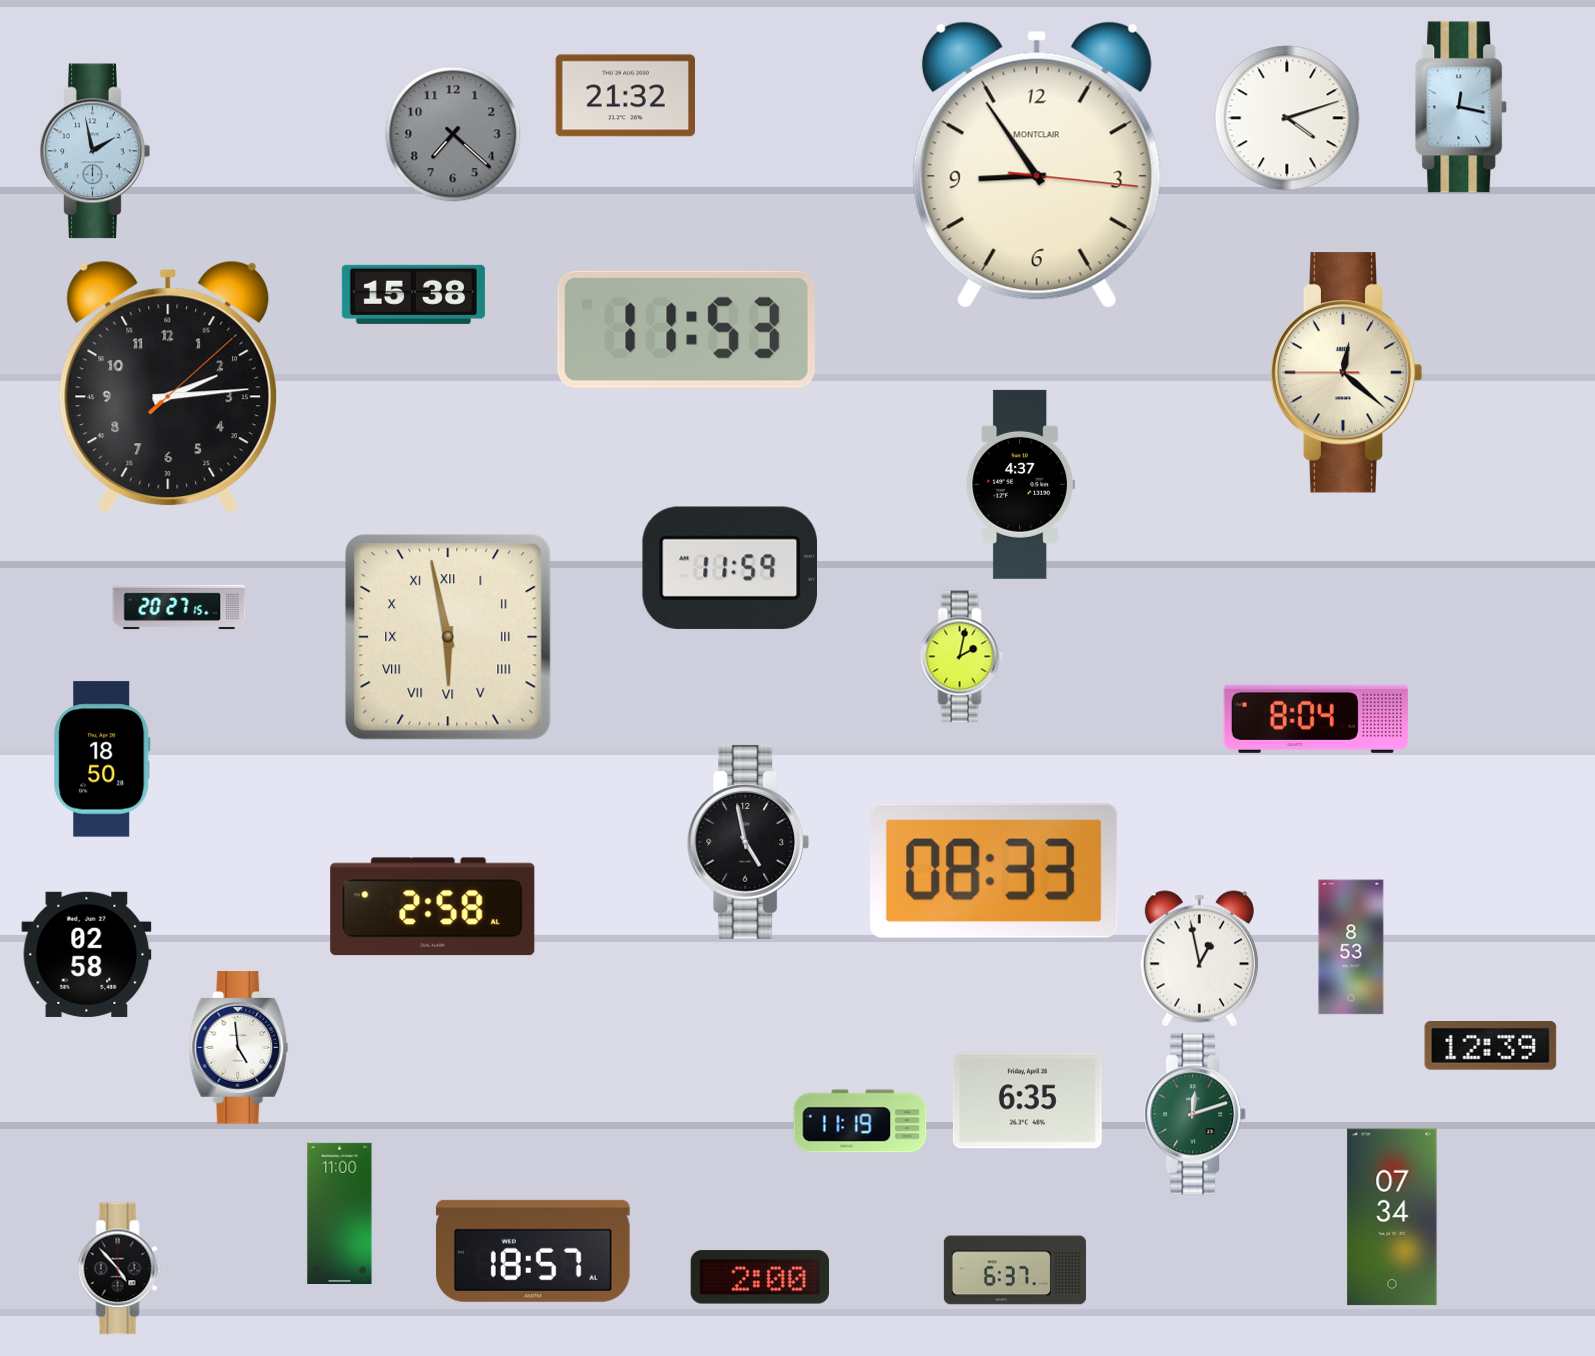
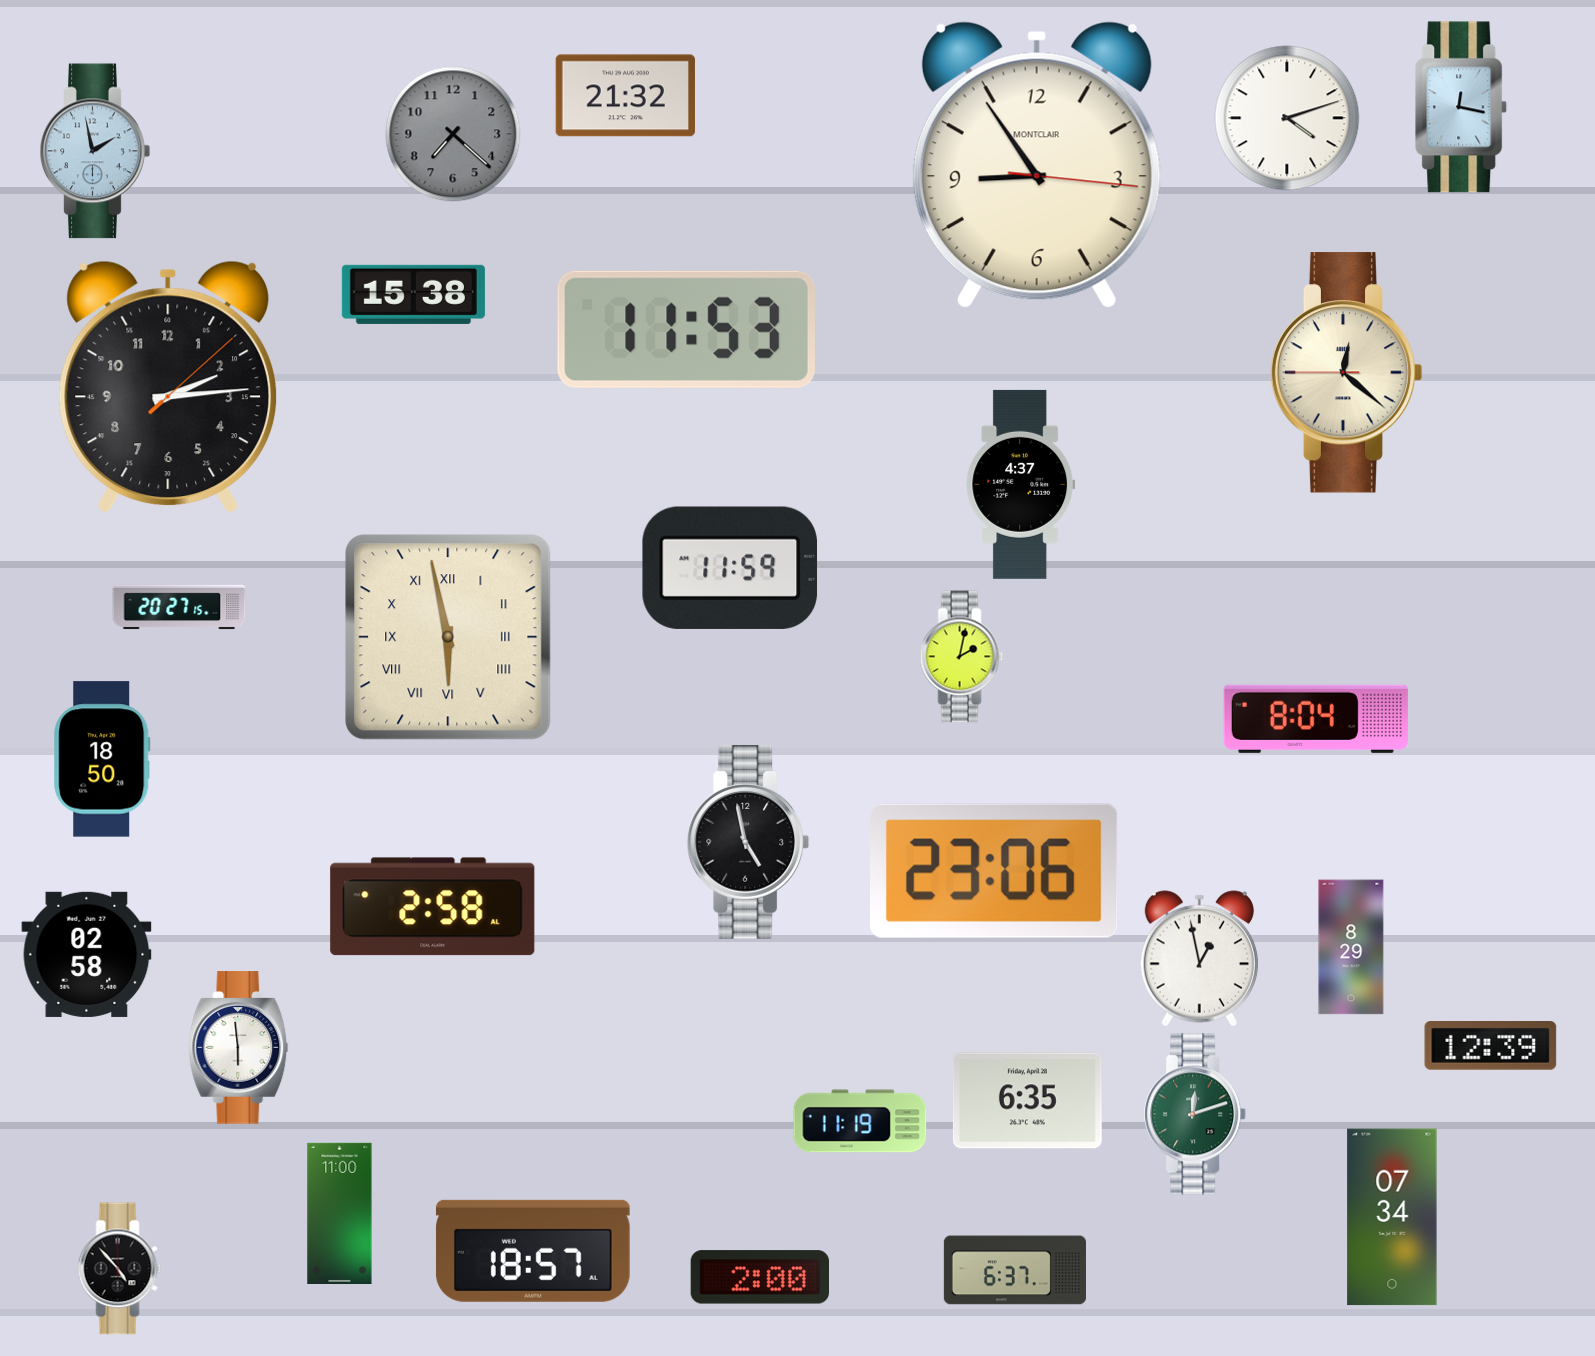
clock at (994, 871): 08:33 -> 23:06
clock at (1351, 947): 8:53 -> 8:29
clock at (239, 1048): 4:59 -> 5:59
